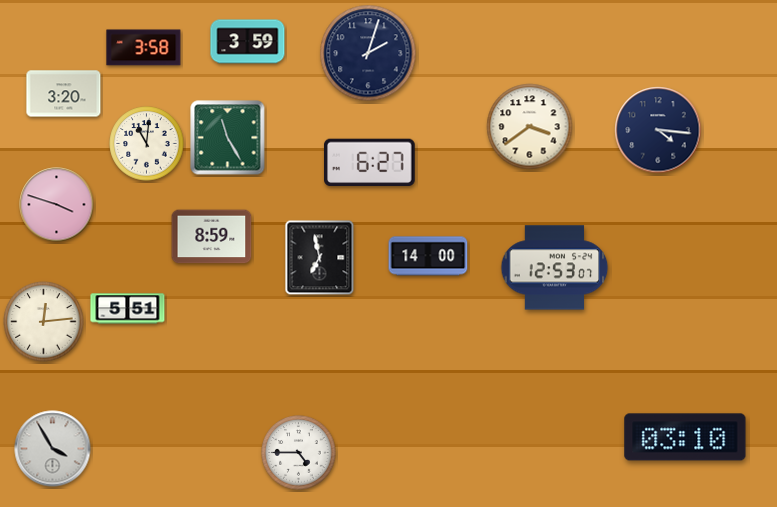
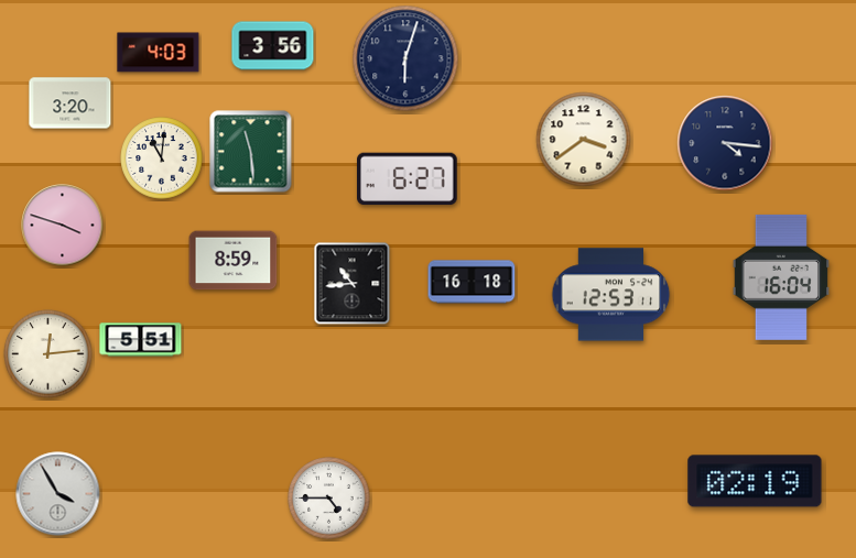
clock at (248, 42): 3:59 -> 3:56
clock at (144, 48): 3:58 -> 4:03
clock at (368, 53): 2:03 -> 6:03
clock at (228, 138): 11:25 -> 11:29
clock at (780, 277): none -> 16:04
clock at (428, 256): 14:00 -> 16:18
clock at (320, 258): 6:58 -> 10:44
clock at (555, 268): 12:53:07 -> 12:53:11
clock at (685, 437): 03:10 -> 02:19
